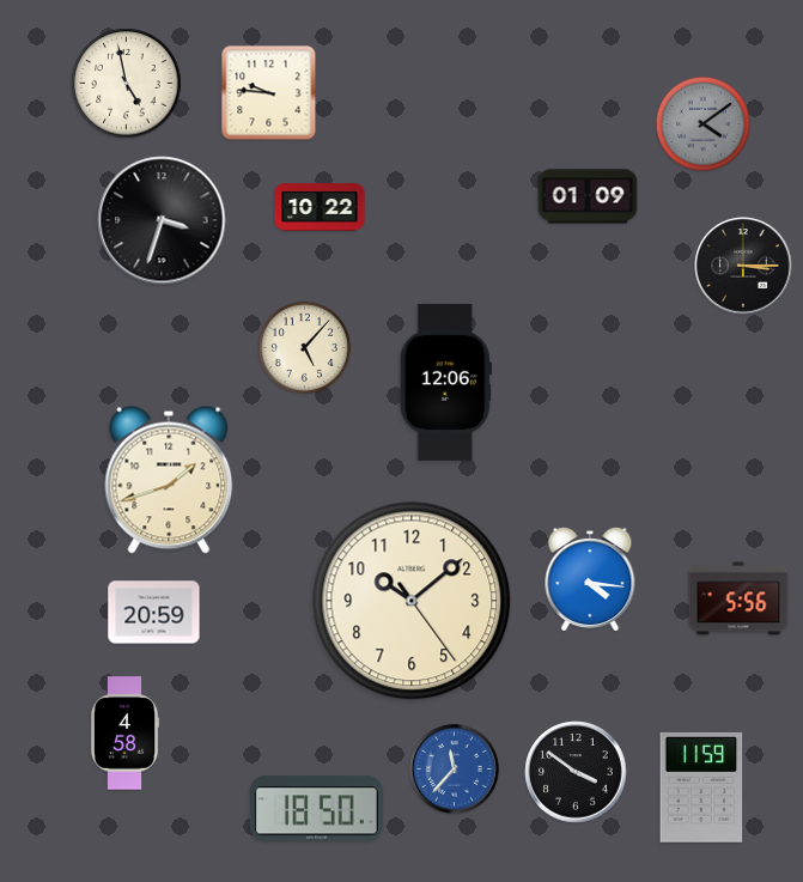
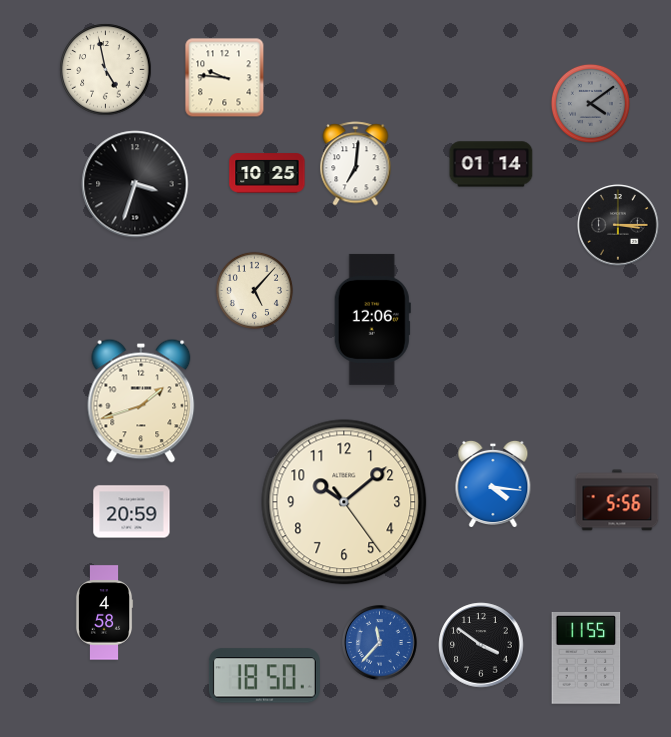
clock at (702, 123) position: (702, 123) -> (590, 103)
clock at (356, 164): none -> 7:01
clock at (588, 196): 01:09 -> 01:14
clock at (320, 207): 10:22 -> 10:25
clock at (743, 266) position: (743, 266) -> (618, 225)
clock at (154, 613) position: (154, 613) -> (132, 512)
clock at (701, 787): 11:59 -> 11:55
